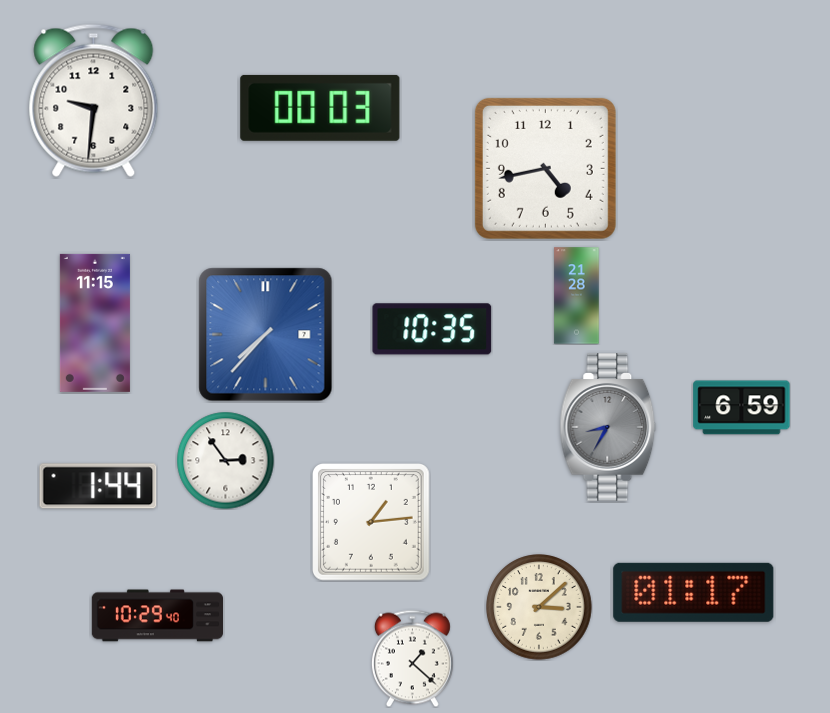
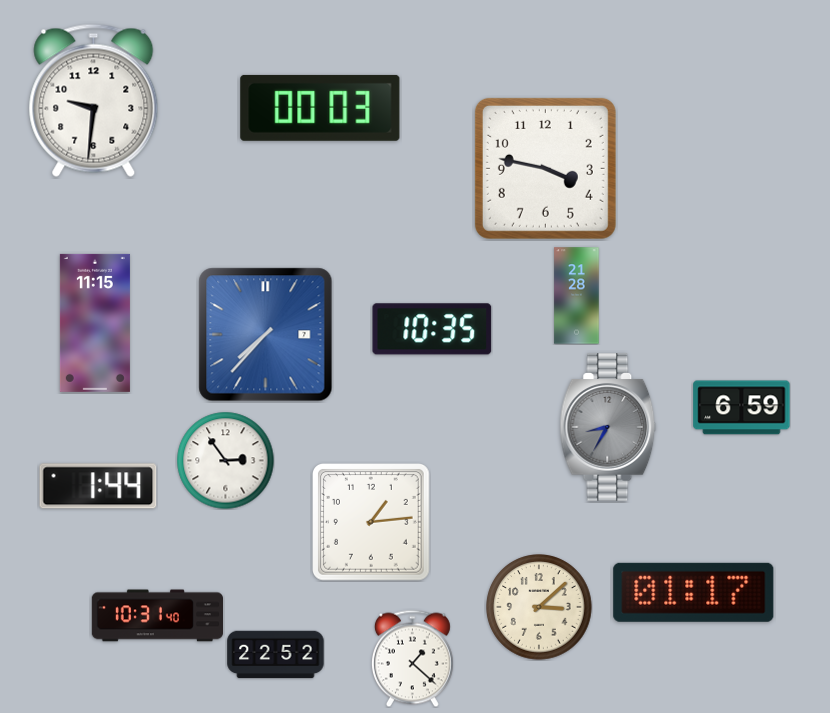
clock at (545, 168): 4:43 -> 3:47
clock at (157, 616): 10:29 -> 10:31
clock at (276, 655): none -> 22:52
